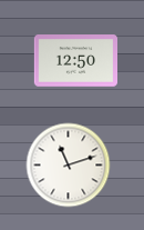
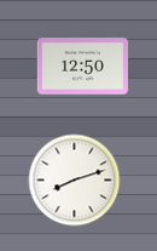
clock at (69, 166): 11:12 -> 8:12
